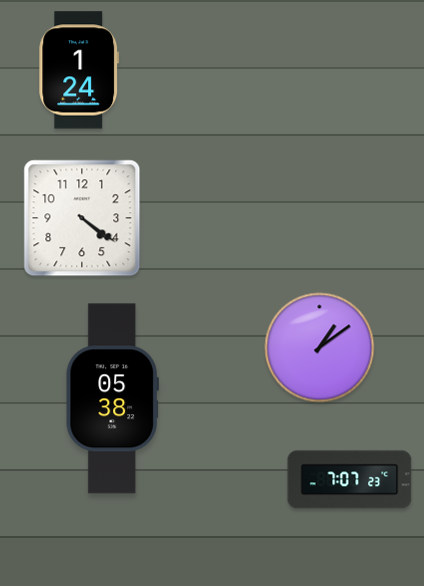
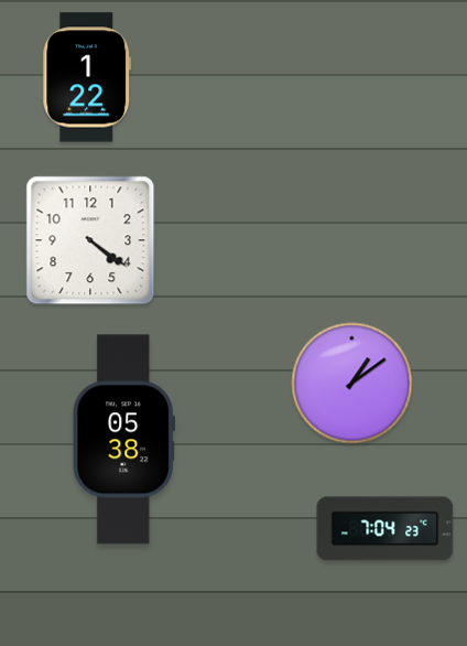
clock at (79, 70): 1:24 -> 1:22
clock at (350, 480): 7:07 -> 7:04
